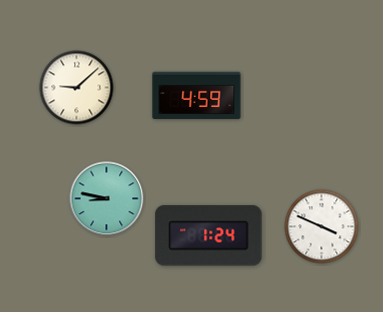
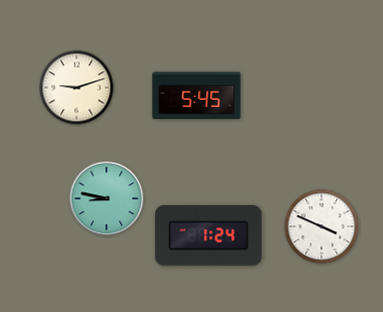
clock at (77, 88): 9:08 -> 9:12
clock at (197, 96): 4:59 -> 5:45
